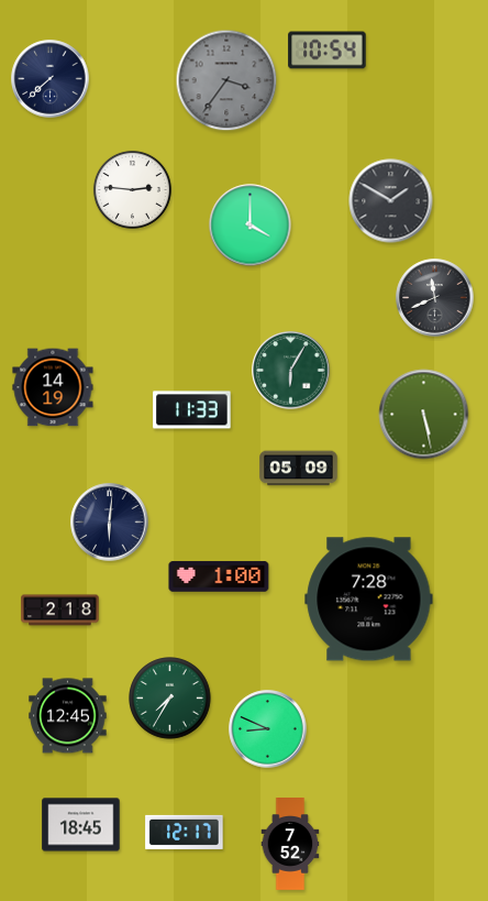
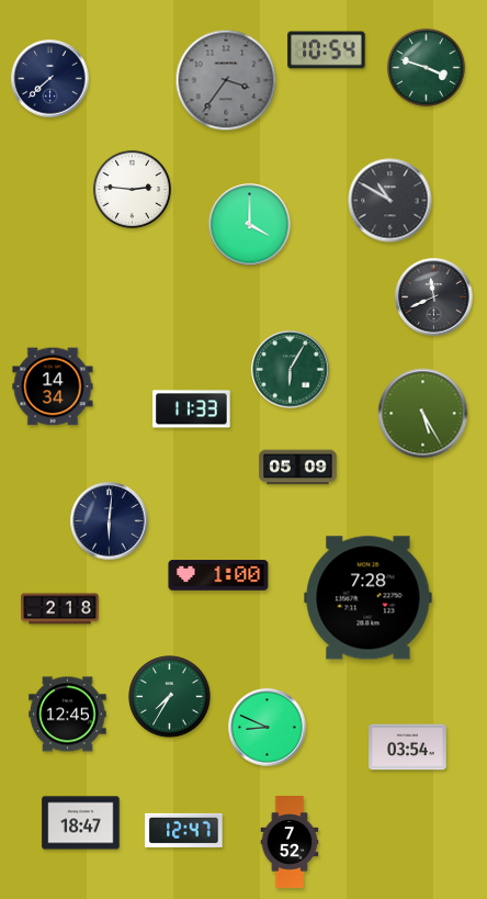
clock at (426, 67): none -> 3:48
clock at (391, 201): 1:50 -> 10:50
clock at (53, 387): 14:19 -> 14:34
clock at (424, 415): 5:28 -> 5:25
clock at (408, 748): none -> 03:54
clock at (81, 825): 18:45 -> 18:47
clock at (185, 832): 12:17 -> 12:47
